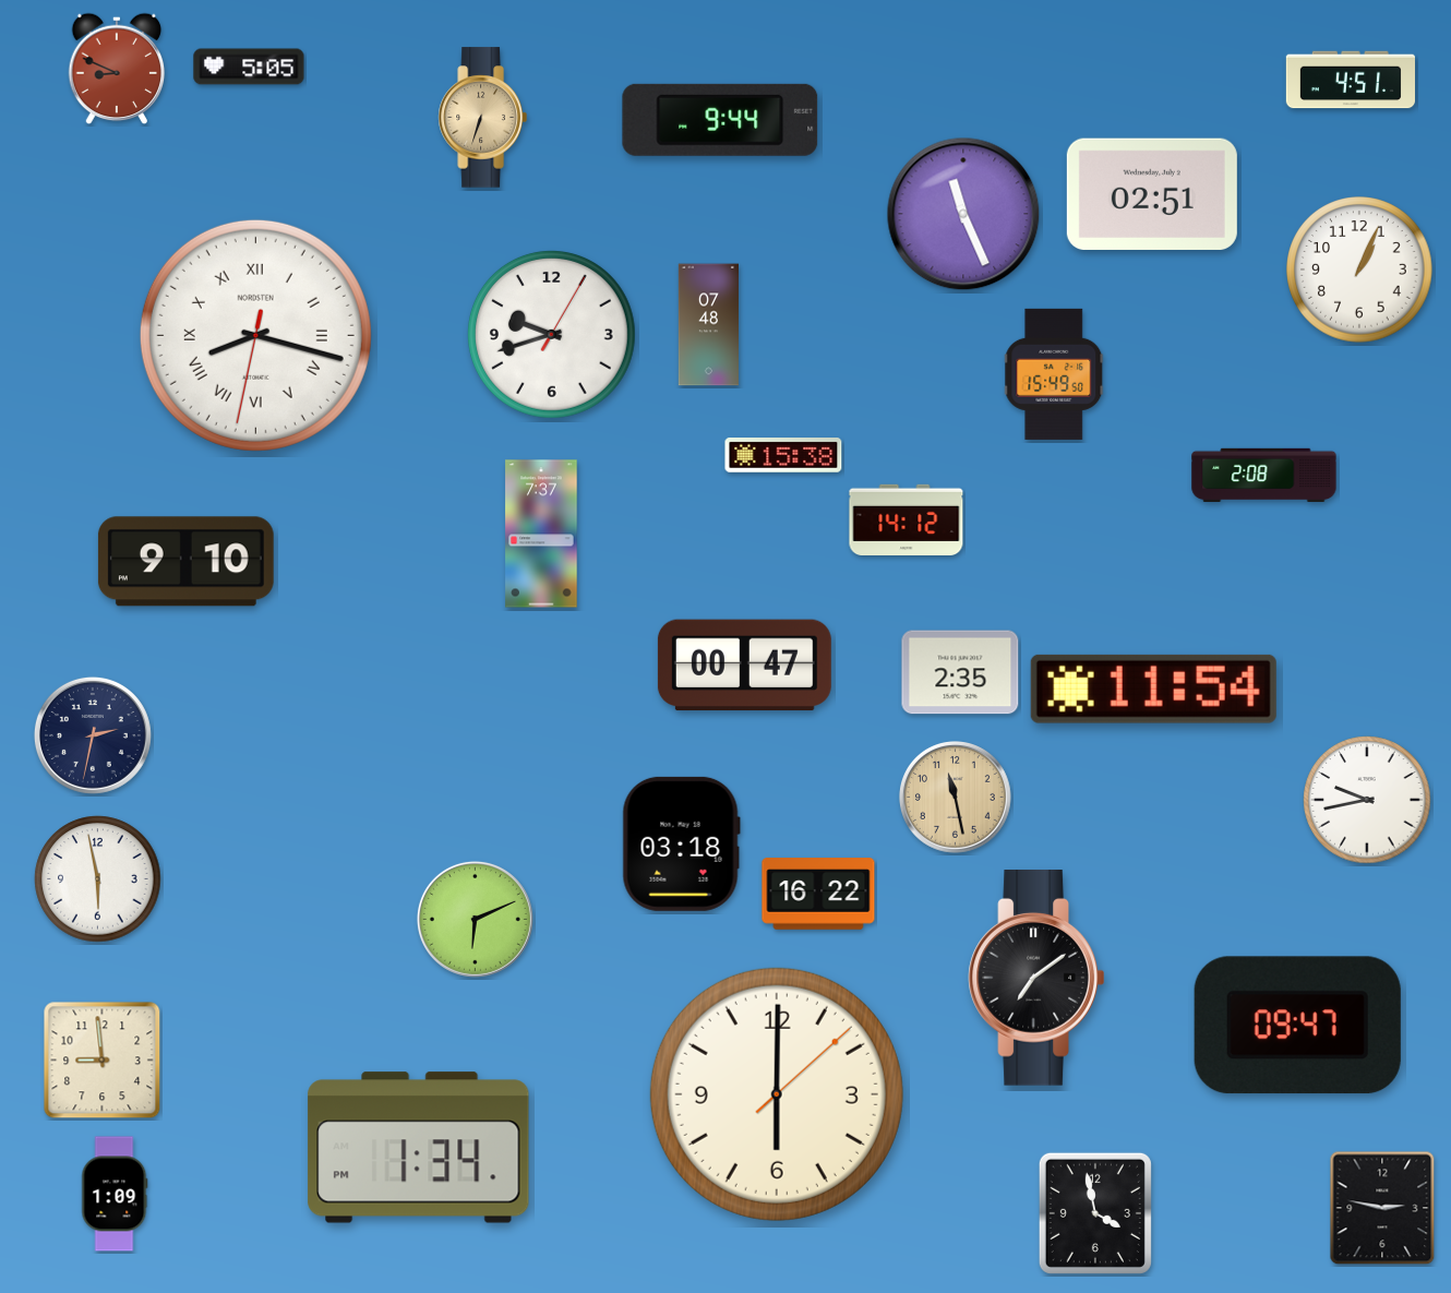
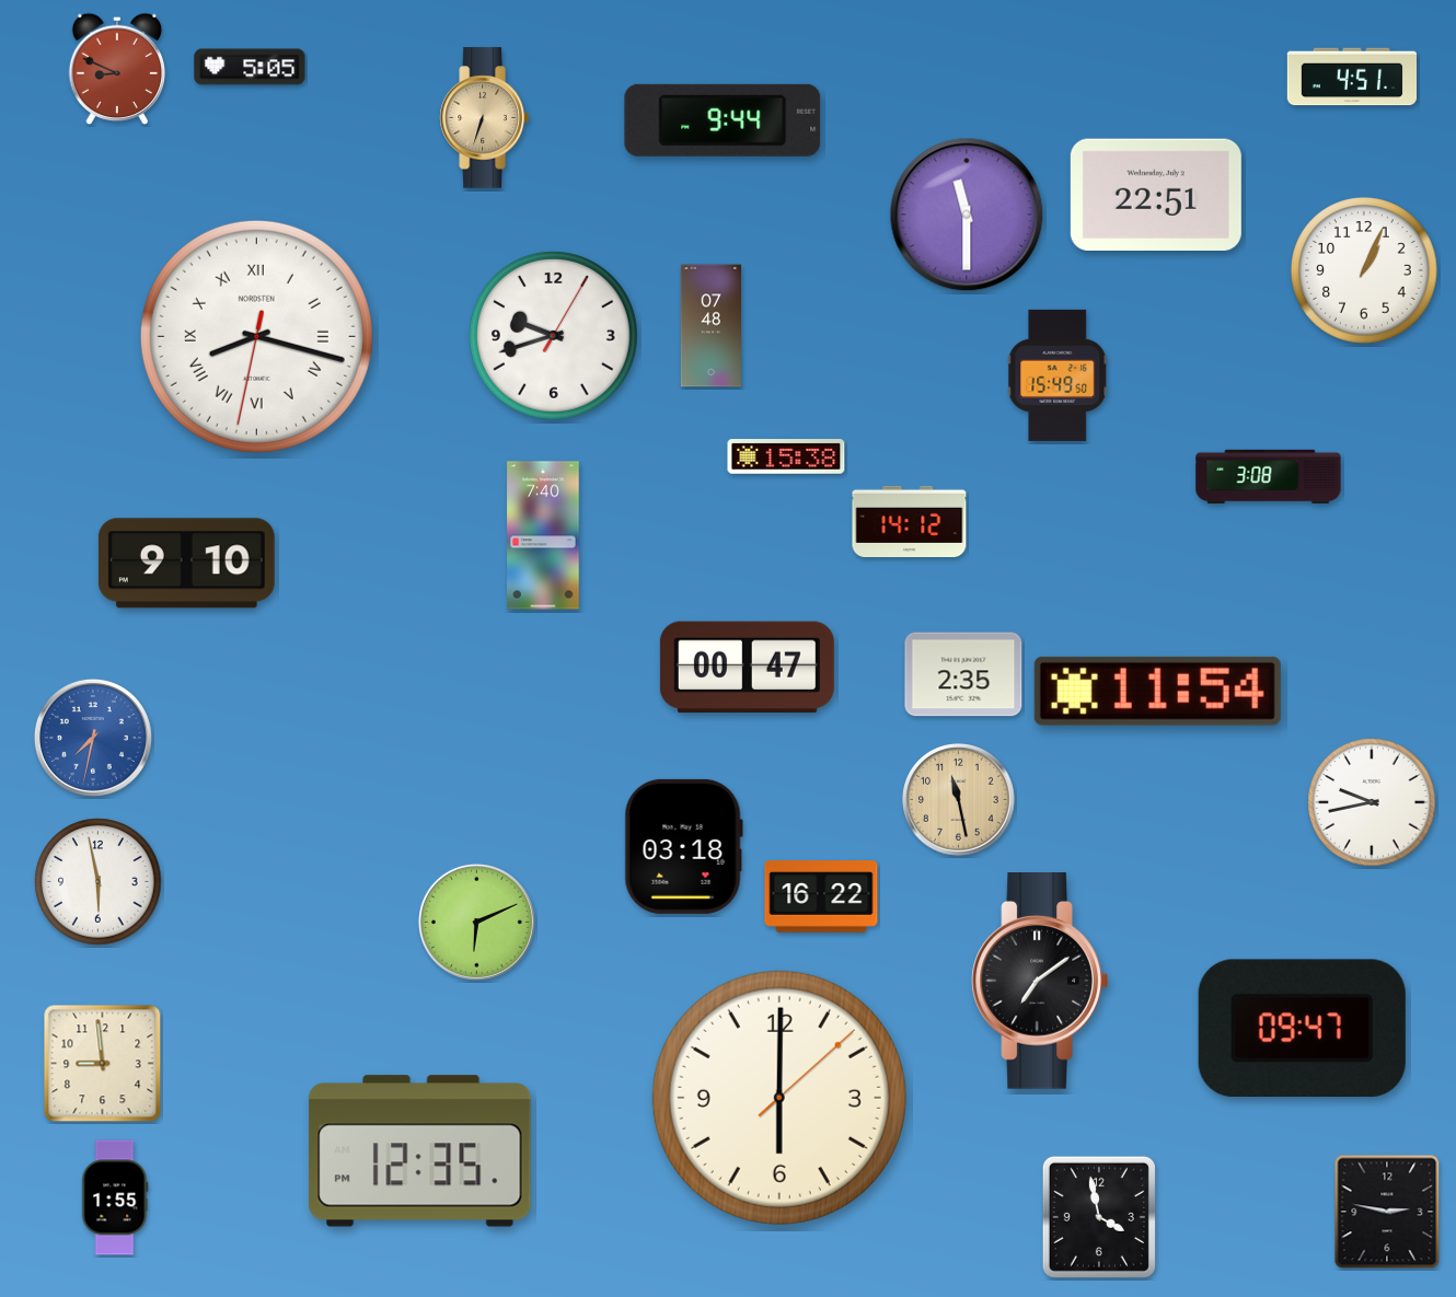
clock at (1350, 80) position: (1350, 80) -> (1351, 77)
clock at (1152, 194): 02:51 -> 22:51
clock at (963, 214): 11:26 -> 11:30
clock at (1264, 475): 2:08 -> 3:08
clock at (541, 534): 7:37 -> 7:40
clock at (93, 735): 2:32 -> 7:32
clock at (93, 735) dial: navy -> blue
clock at (419, 1148): 1:34 -> 12:35
clock at (115, 1194): 1:09 -> 1:55
